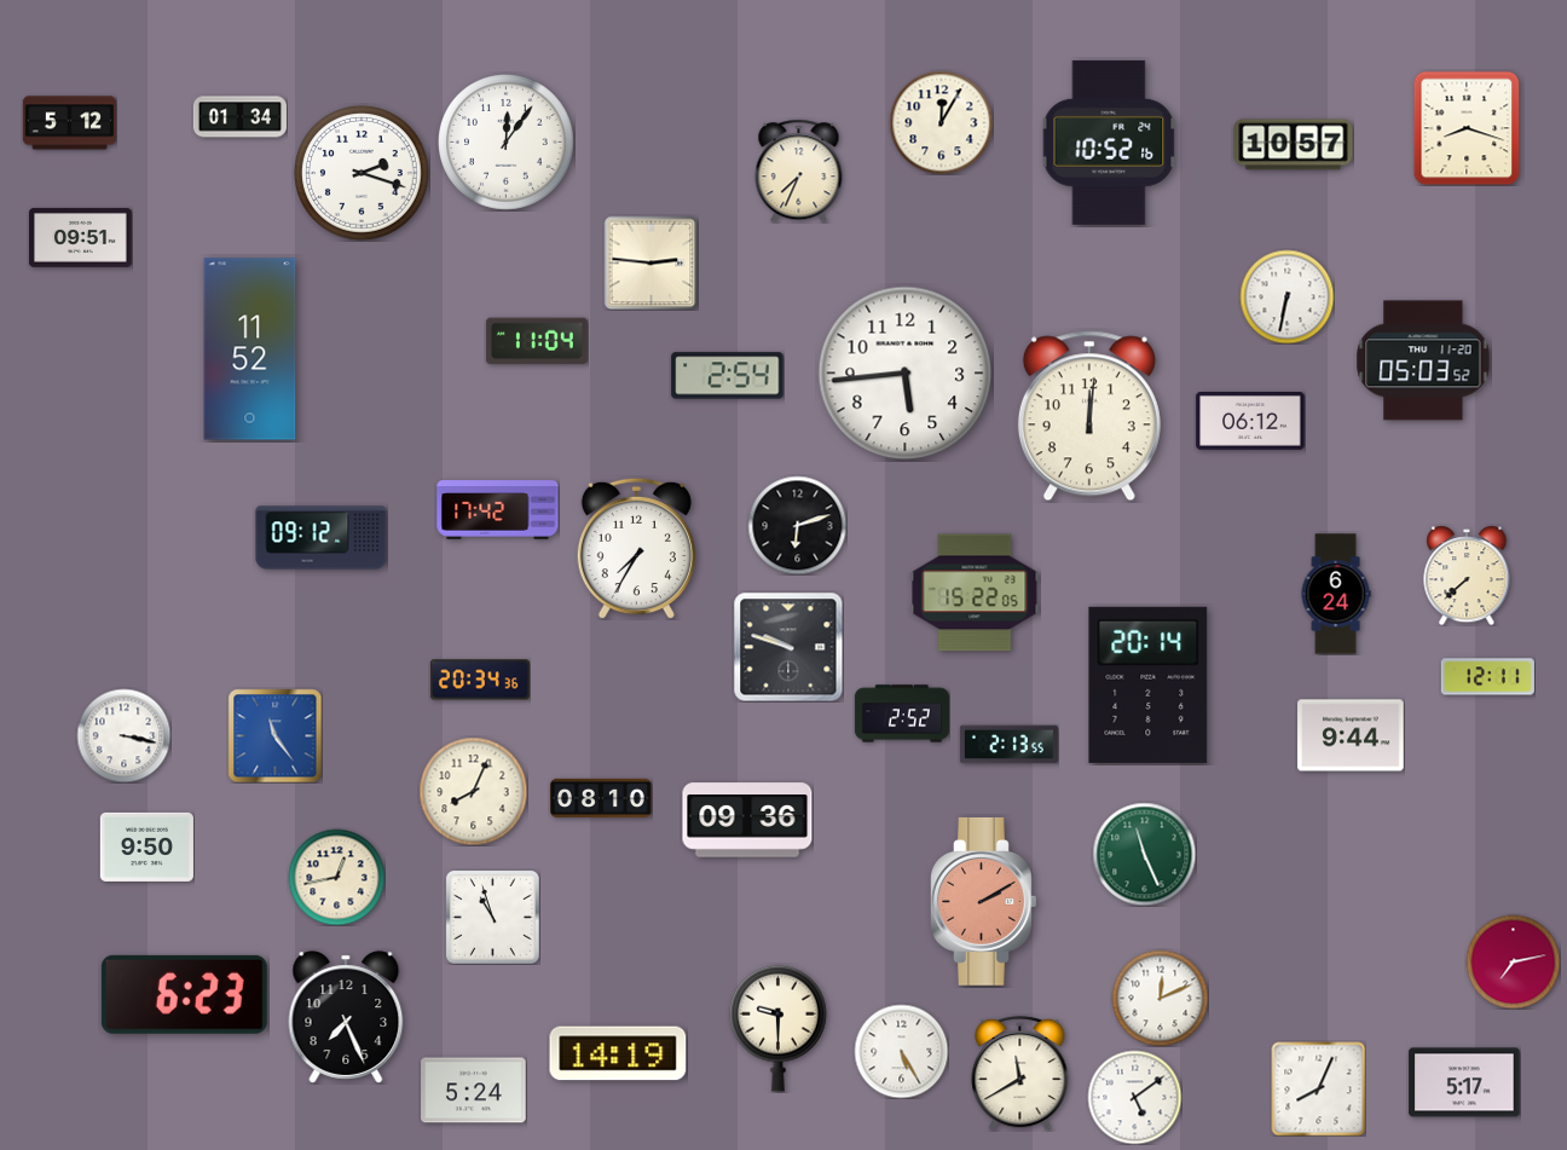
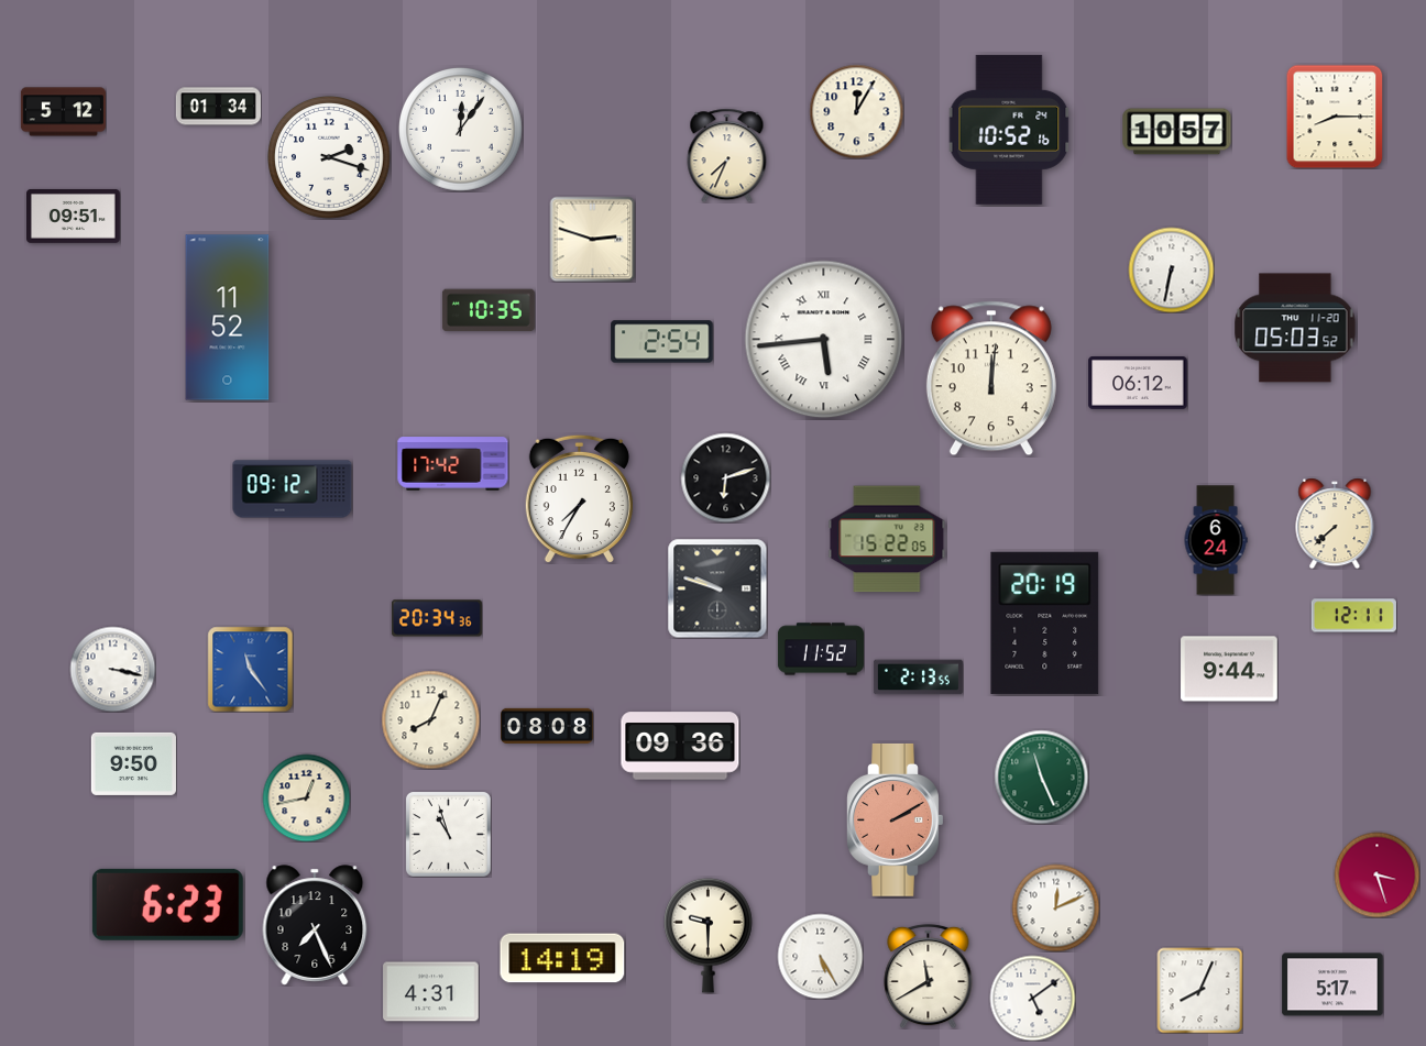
clock at (1467, 128): 8:18 -> 8:15
clock at (650, 262): 2:46 -> 2:48
clock at (537, 341): 11:04 -> 10:35
clock at (906, 374) numerals: Arabic -> Roman
clock at (1149, 684): 20:14 -> 20:19
clock at (902, 713): 2:52 -> 11:52
clock at (602, 798): 08:10 -> 08:08
clock at (146, 846) position: (146, 846) -> (133, 763)
clock at (1513, 961): 7:13 -> 3:27
clock at (474, 1091): 5:24 -> 4:31
